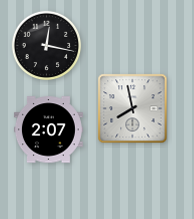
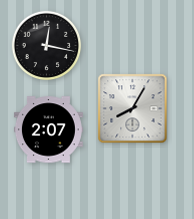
clock at (133, 109): 7:58 -> 8:05
